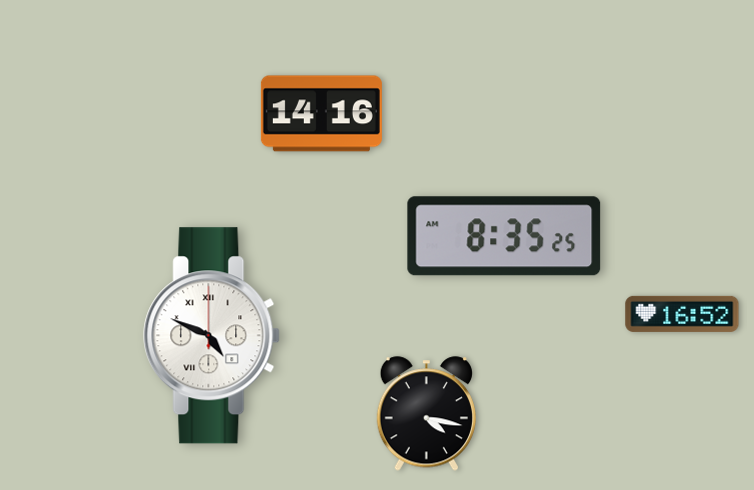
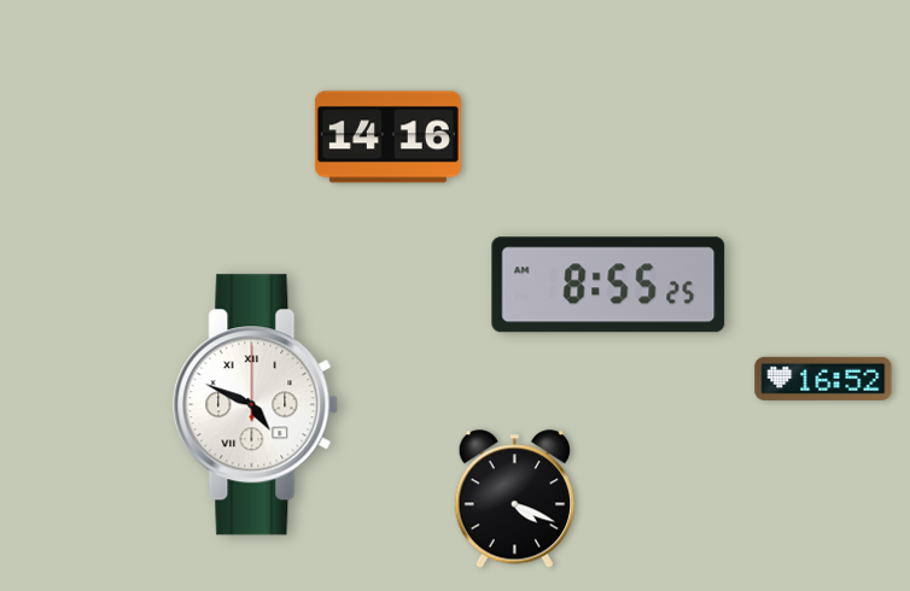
clock at (504, 236): 8:35 -> 8:55
clock at (426, 414): 4:17 -> 4:19
